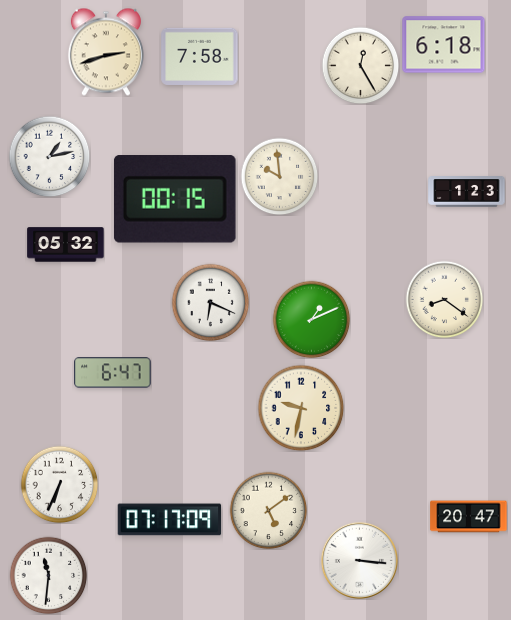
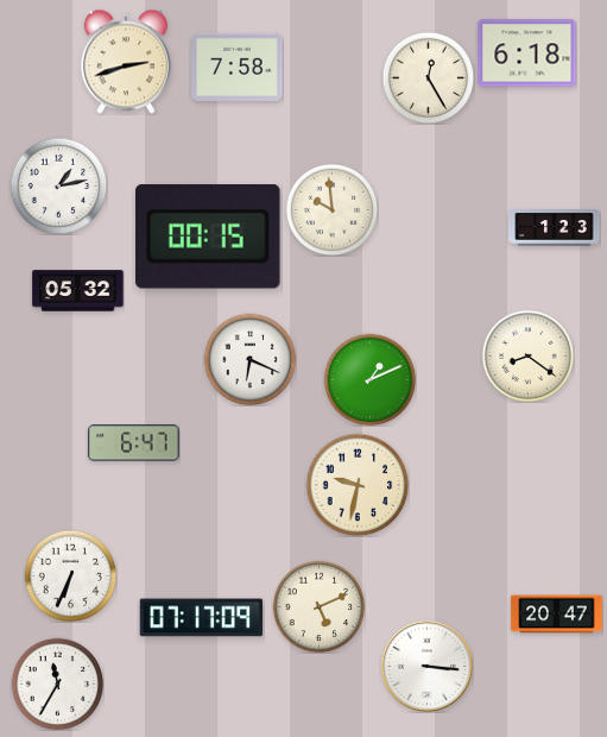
clock at (268, 510): 5:09 -> 5:11
clock at (48, 575): 11:31 -> 11:35
